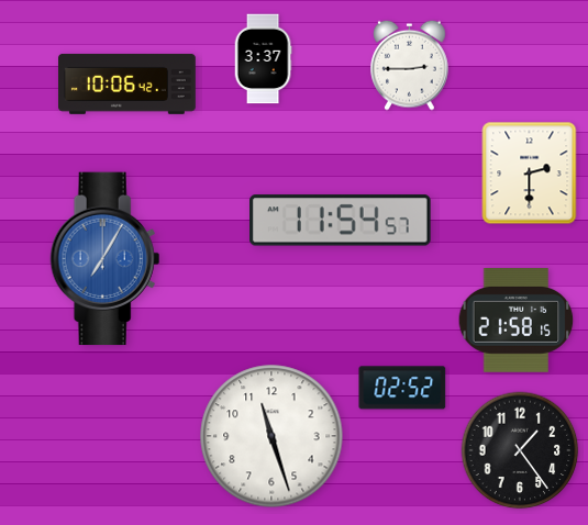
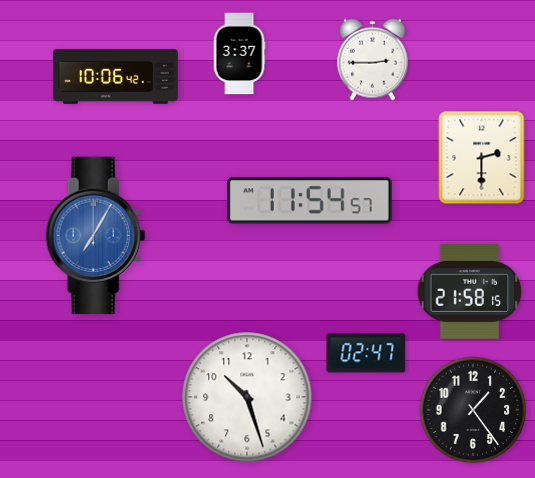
clock at (402, 388): 02:52 -> 02:47
clock at (271, 436): 11:27 -> 10:27
